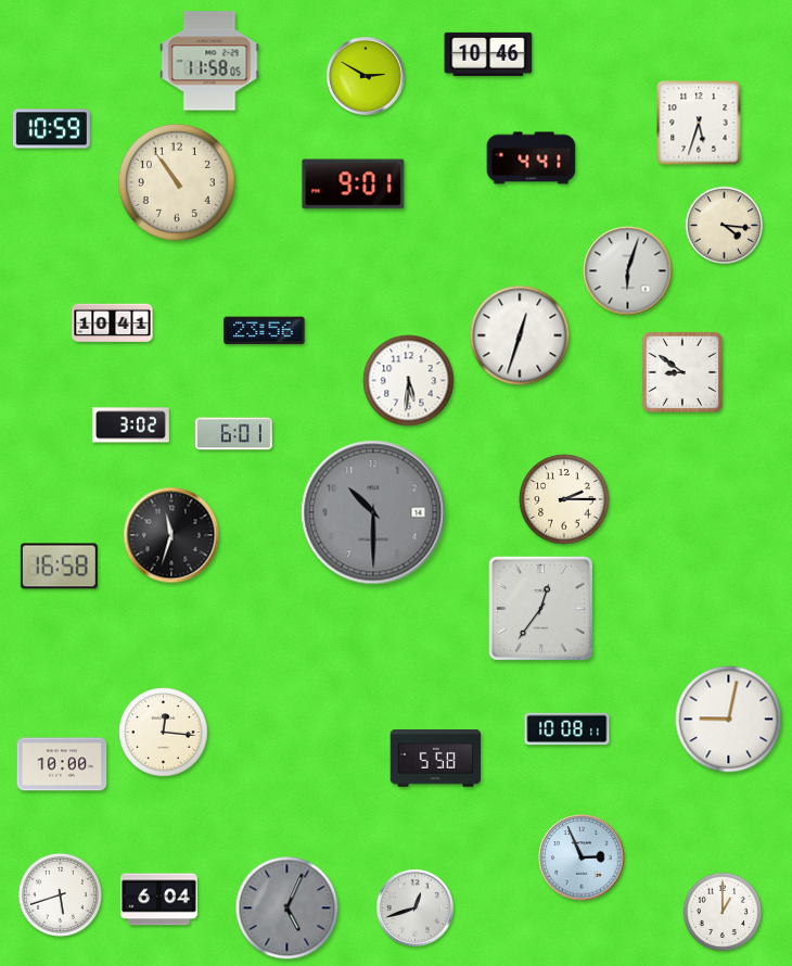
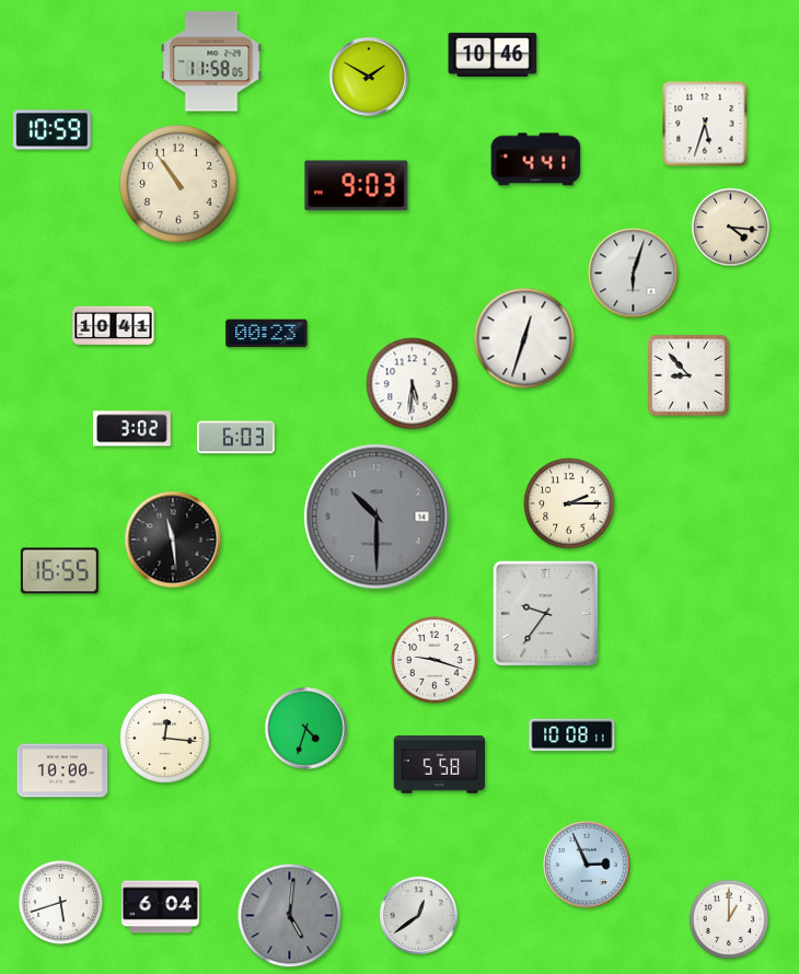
clock at (367, 77): 2:50 -> 1:50
clock at (354, 185): 9:01 -> 9:03
clock at (265, 331): 23:56 -> 00:23
clock at (682, 372): 8:51 -> 8:53
clock at (233, 434): 6:01 -> 6:03
clock at (171, 535): 11:33 -> 11:29
clock at (59, 567): 16:58 -> 16:55
clock at (540, 608): 12:36 -> 9:36
clock at (435, 660): none -> 9:18
clock at (729, 720): 9:02 -> none
clock at (306, 729): none -> 4:33
clock at (414, 907): 12:42 -> 12:39
clock at (288, 908): 5:04 -> 5:01
